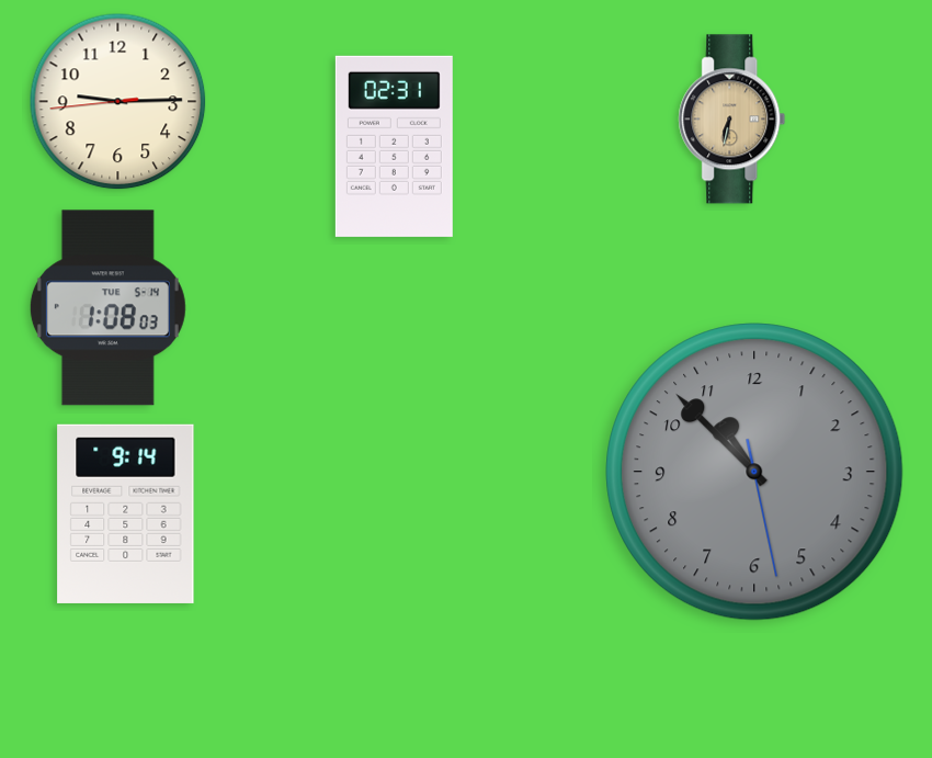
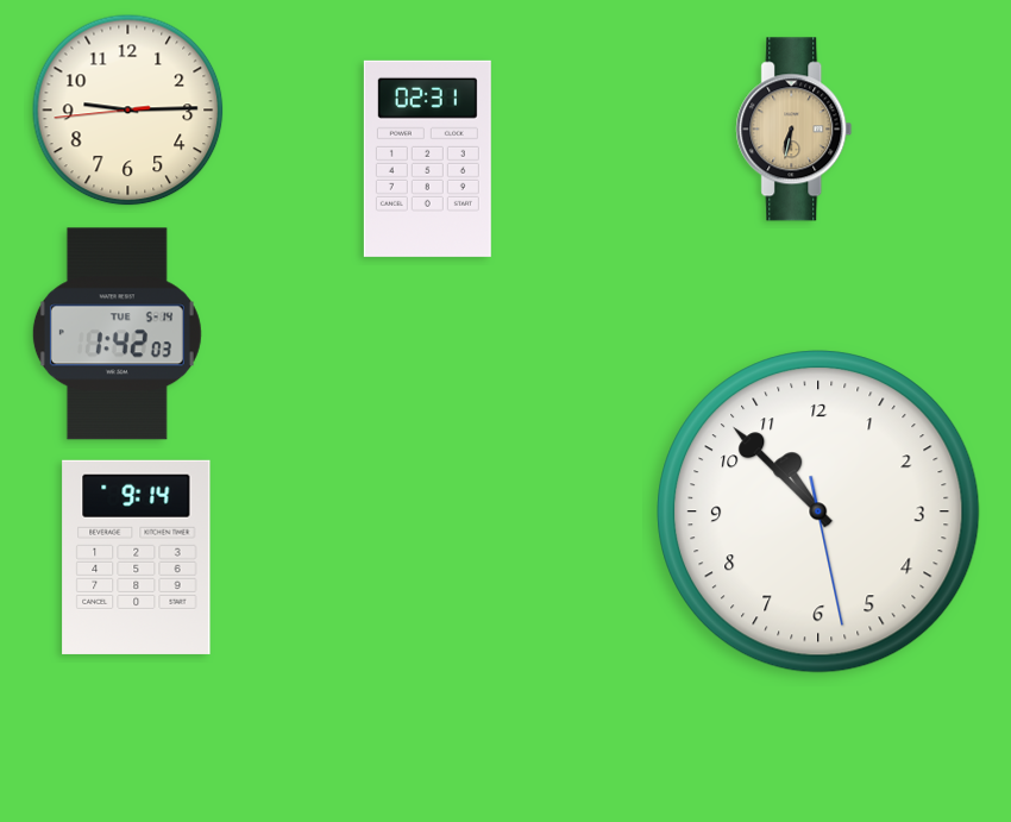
clock at (107, 308): 1:08 -> 1:42
clock at (754, 472) dial: grey -> white
